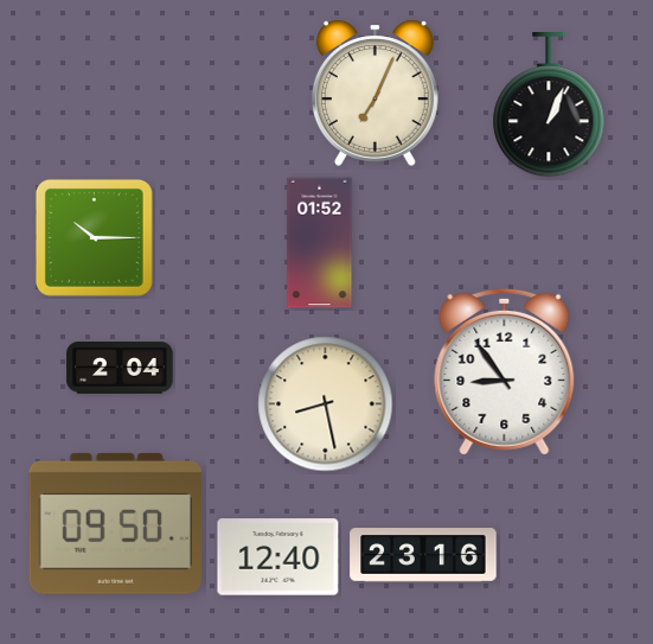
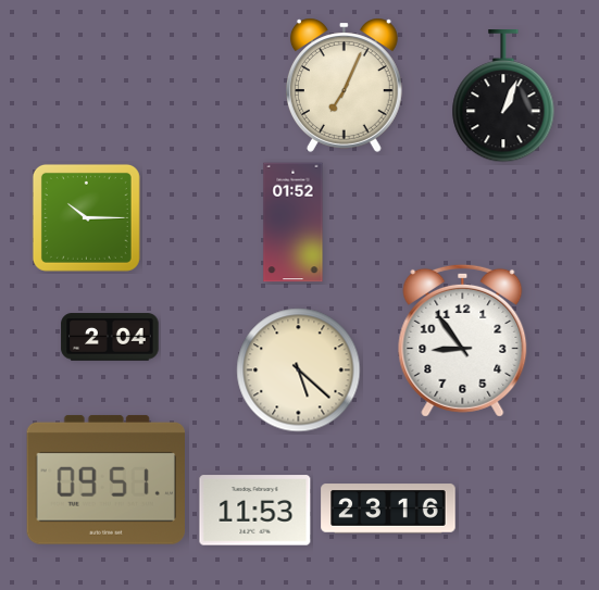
clock at (326, 404): 8:28 -> 5:22
clock at (115, 523): 09:50 -> 09:51
clock at (279, 557): 12:40 -> 11:53
